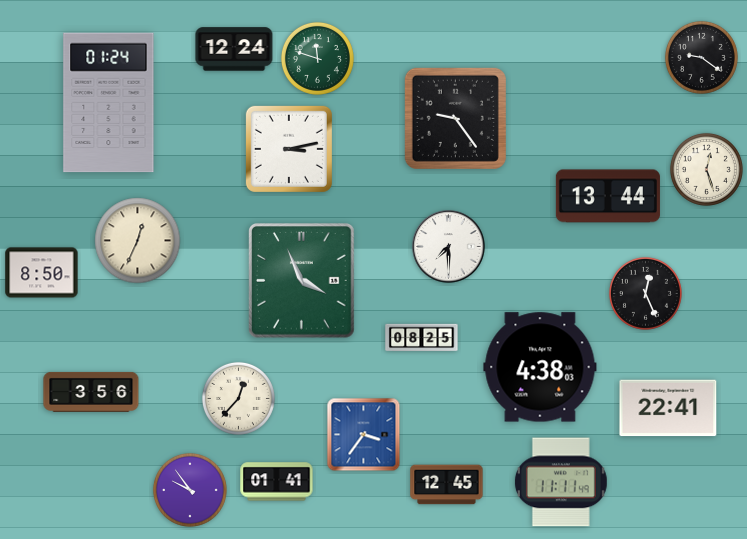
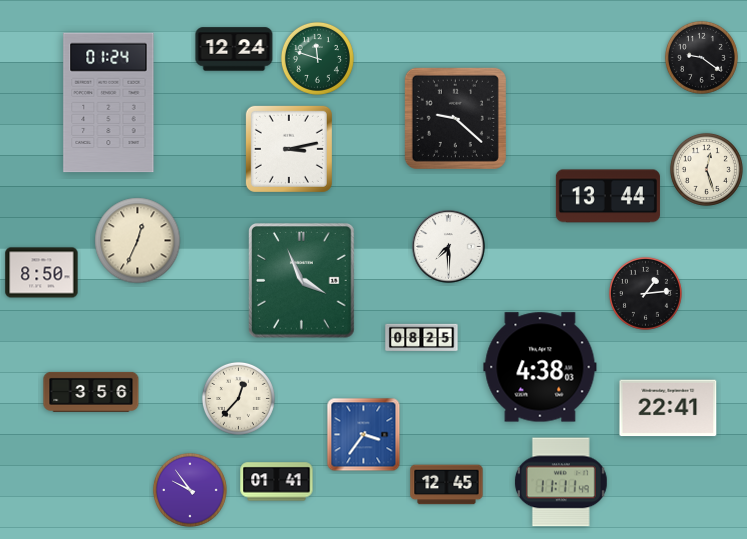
clock at (455, 118): 9:24 -> 9:22
clock at (645, 293): 12:26 -> 1:14
